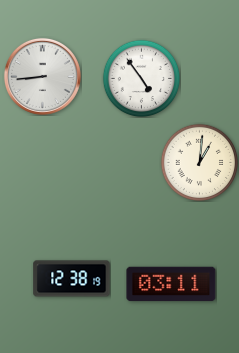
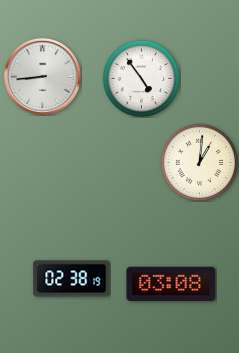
clock at (72, 279): 12:38 -> 02:38
clock at (171, 284): 03:11 -> 03:08
